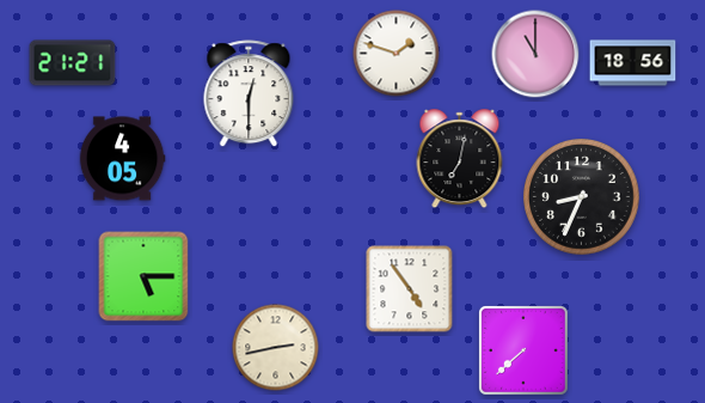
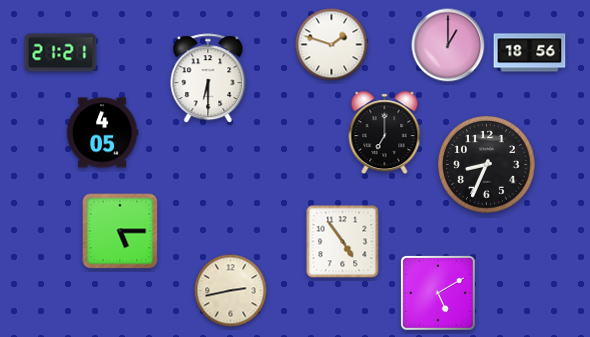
clock at (535, 54): 11:00 -> 1:00
clock at (249, 94): 12:30 -> 6:30
clock at (460, 159): 7:02 -> 7:00
clock at (525, 352): 7:38 -> 5:10
